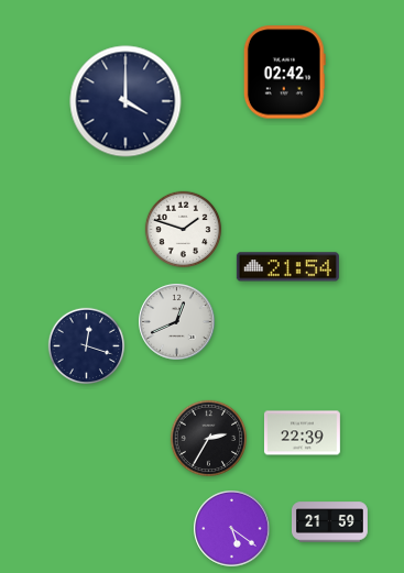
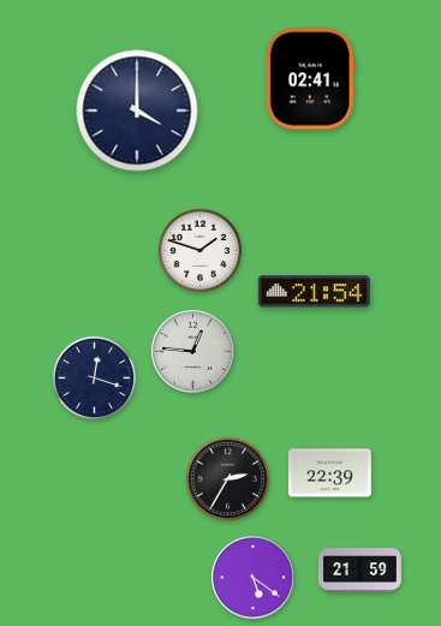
clock at (284, 73): 02:42 -> 02:41
clock at (177, 322): 12:41 -> 12:46
